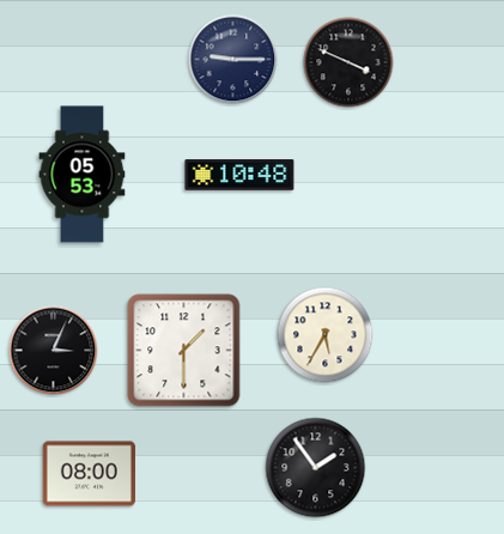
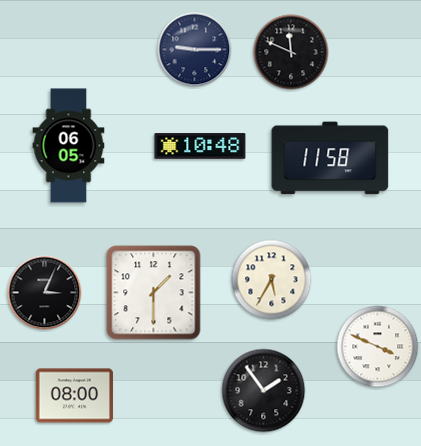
clock at (348, 62): 3:49 -> 11:49
clock at (83, 175): 05:53 -> 06:05
clock at (330, 158): none -> 11:58
clock at (378, 347): none -> 3:49
